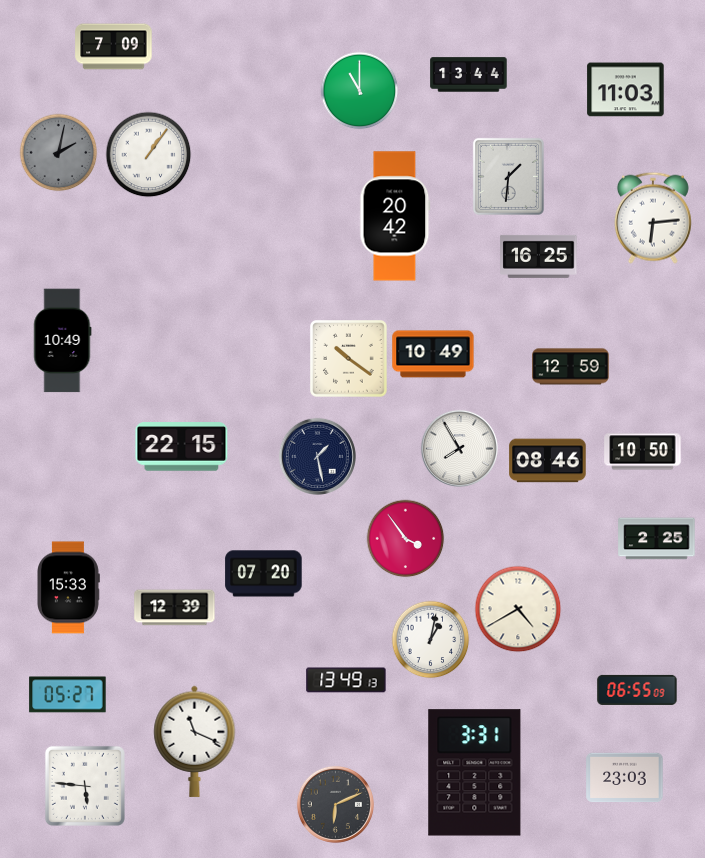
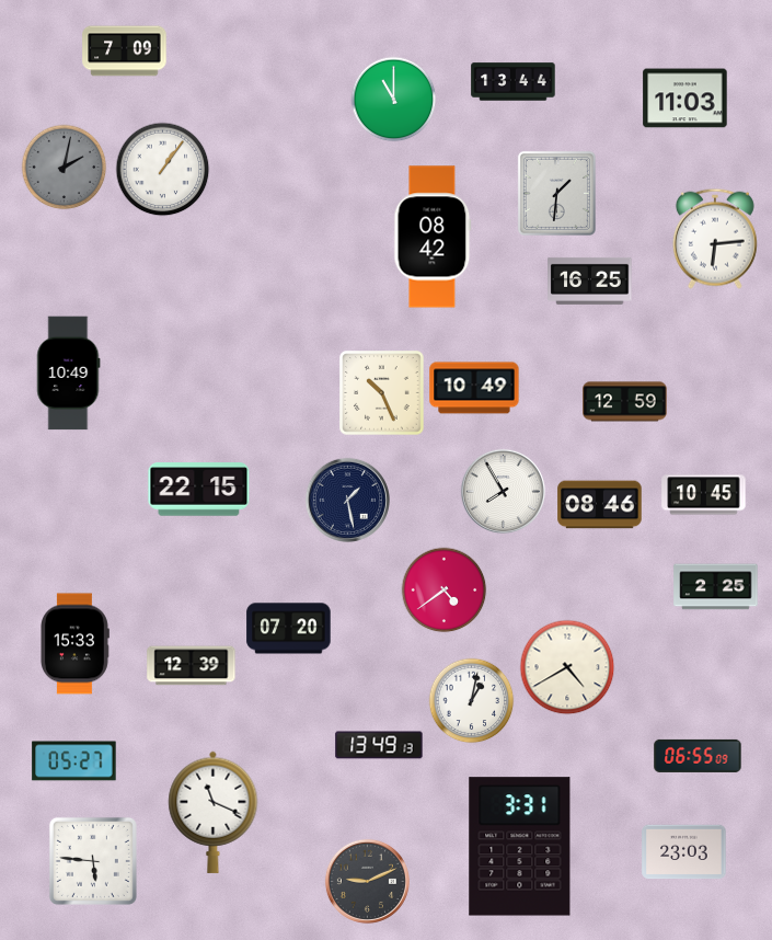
clock at (395, 216): 20:42 -> 08:42
clock at (349, 359): 10:21 -> 10:26
clock at (643, 452): 10:50 -> 10:45
clock at (405, 538): 3:54 -> 4:39
clock at (657, 539) position: (657, 539) -> (716, 587)
clock at (335, 804): 6:11 -> 9:11
